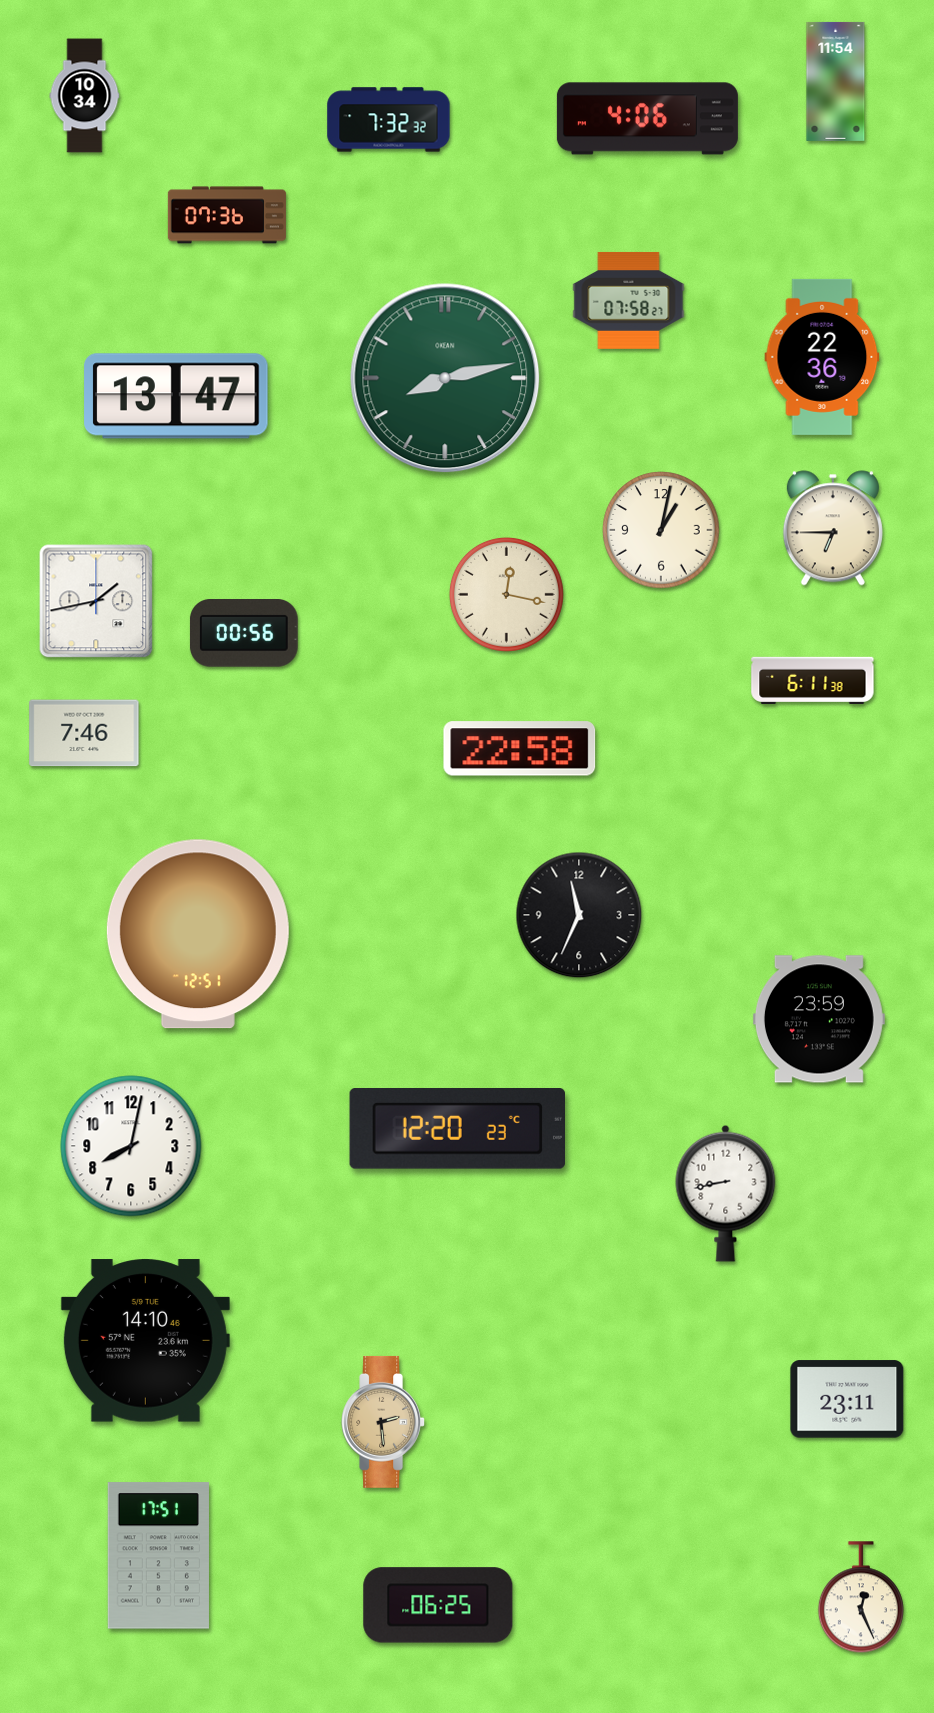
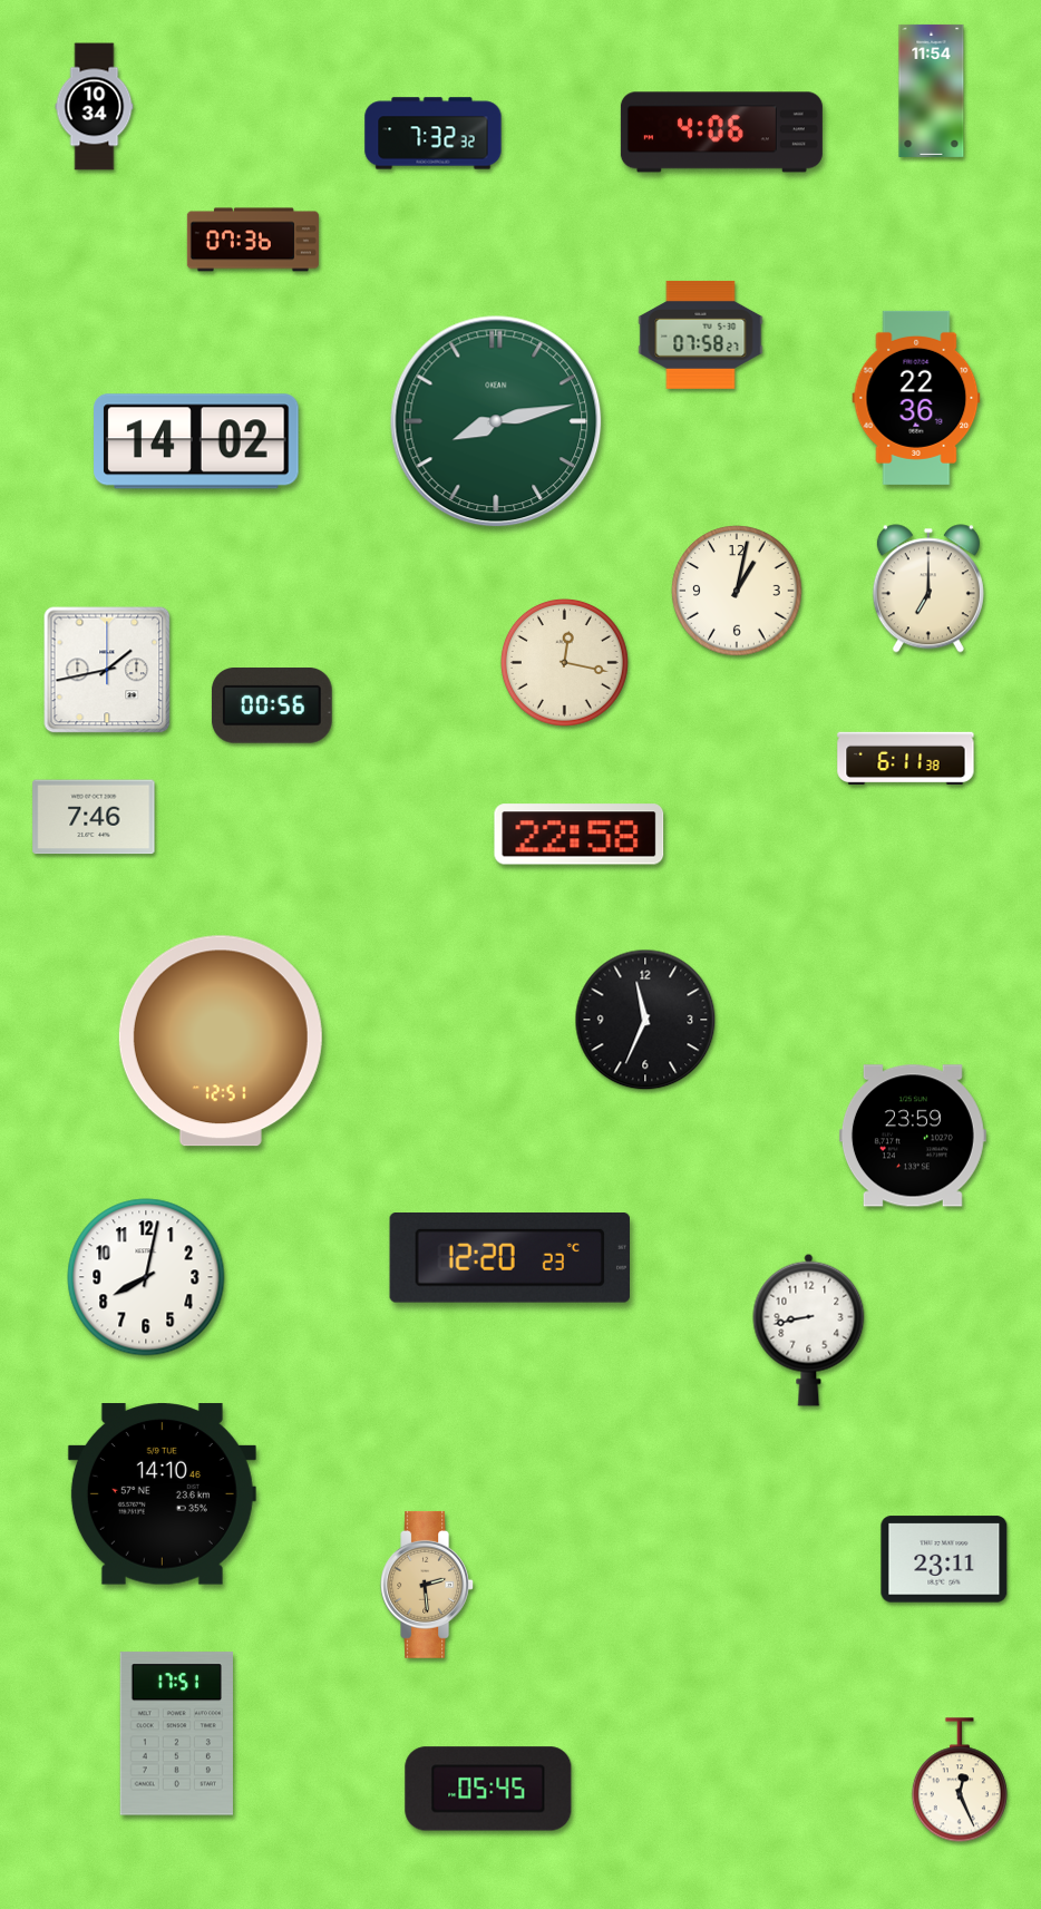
clock at (176, 396): 13:47 -> 14:02
clock at (833, 528): 6:45 -> 7:00
clock at (438, 1605): 06:25 -> 05:45
